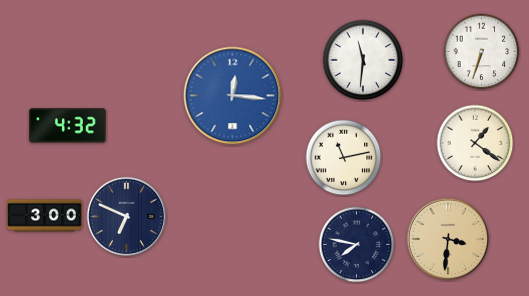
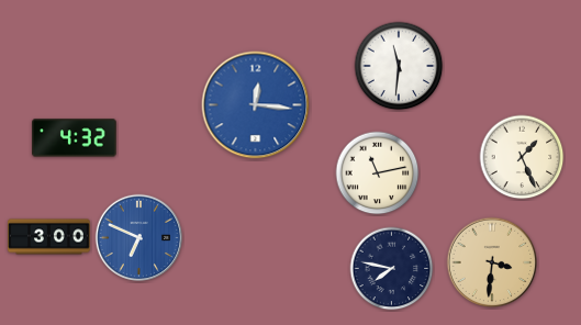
clock at (482, 52): 6:33 -> none
clock at (475, 143): 1:21 -> 1:26
clock at (127, 217) dial: navy -> blue
